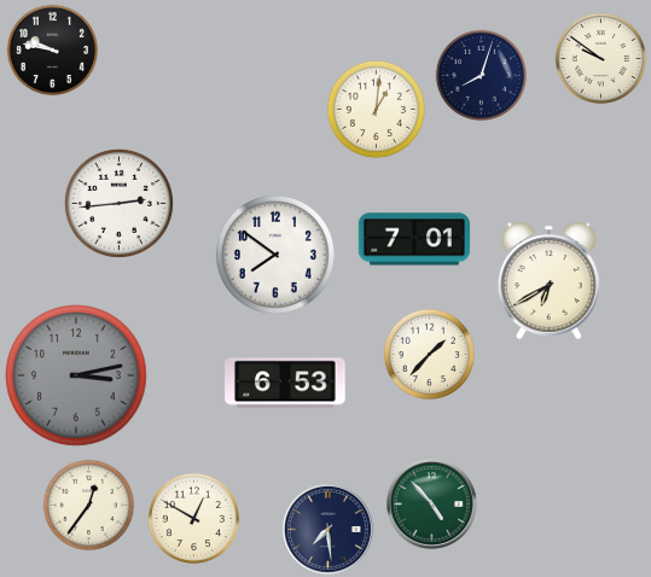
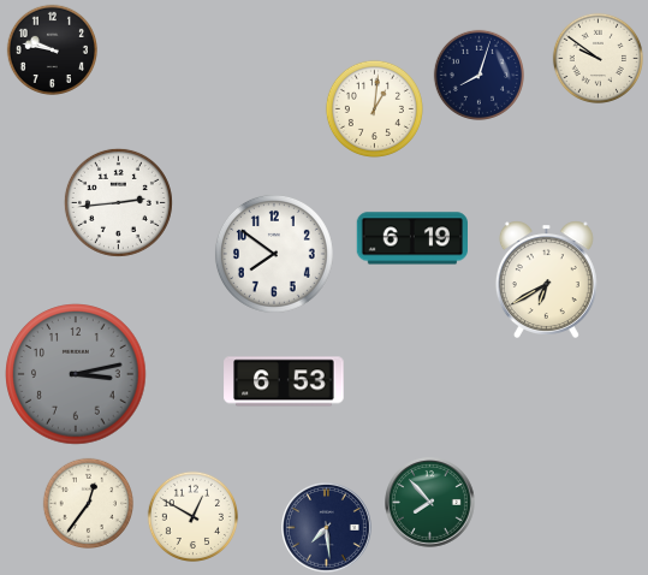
clock at (413, 239): 7:01 -> 6:19
clock at (429, 354): 1:37 -> none
clock at (432, 505): 4:53 -> 7:53
